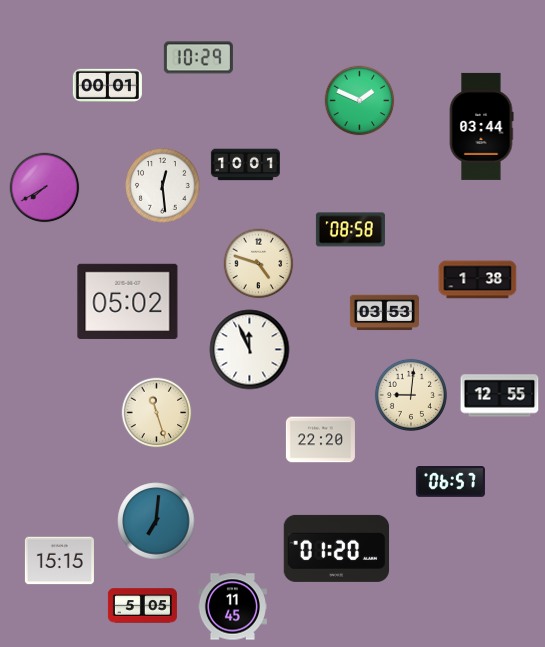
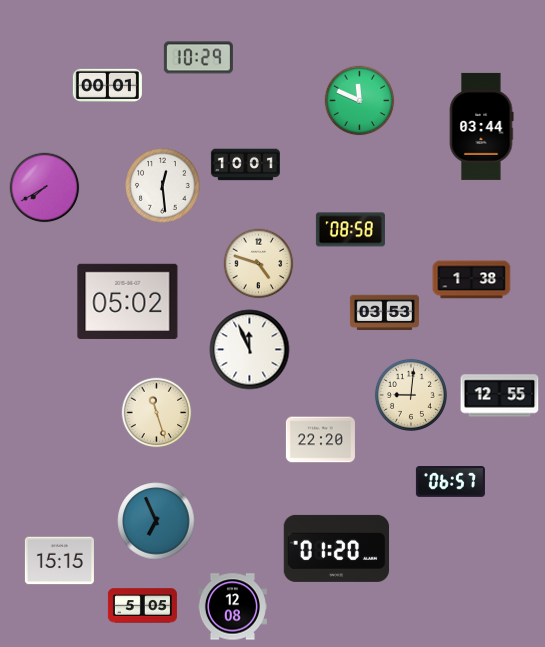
clock at (360, 101): 1:49 -> 11:49
clock at (478, 280) position: (478, 280) -> (472, 280)
clock at (156, 521): 7:01 -> 6:56
clock at (232, 607): 11:45 -> 12:08
